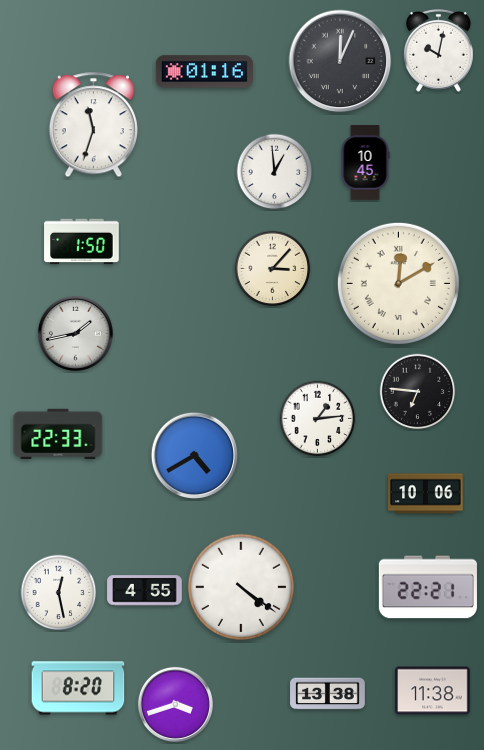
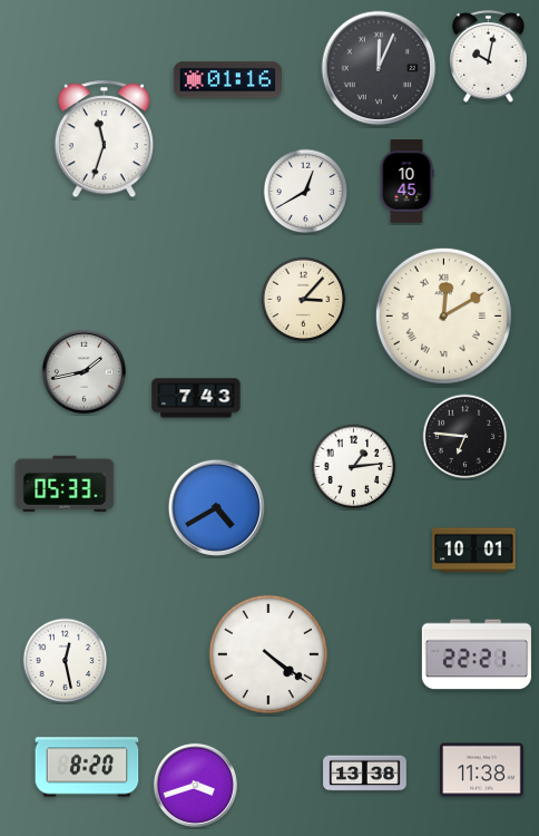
clock at (275, 172): 12:59 -> 12:40
clock at (82, 242): 1:50 -> none
clock at (196, 398): none -> 7:43
clock at (58, 434): 22:33 -> 05:33
clock at (426, 494): 10:06 -> 10:01
clock at (145, 591): 4:55 -> none
